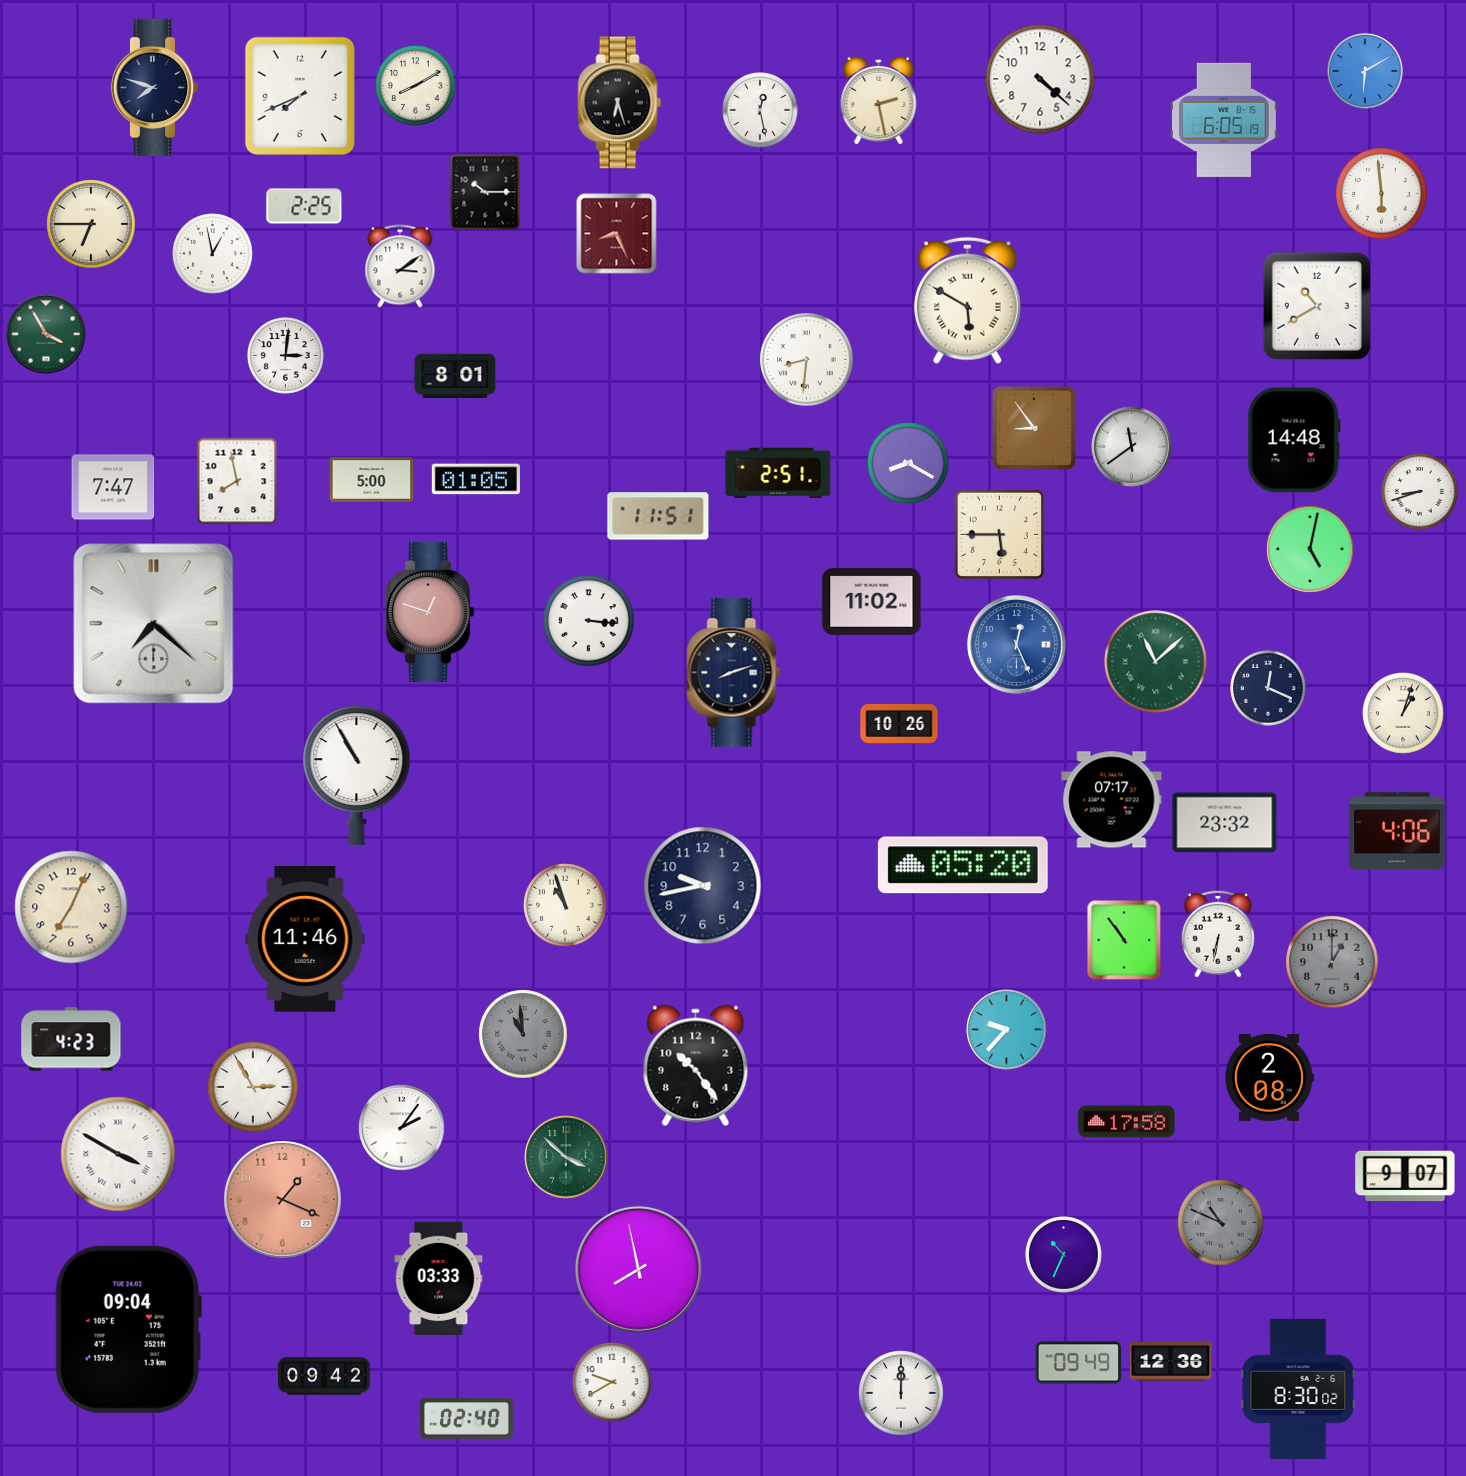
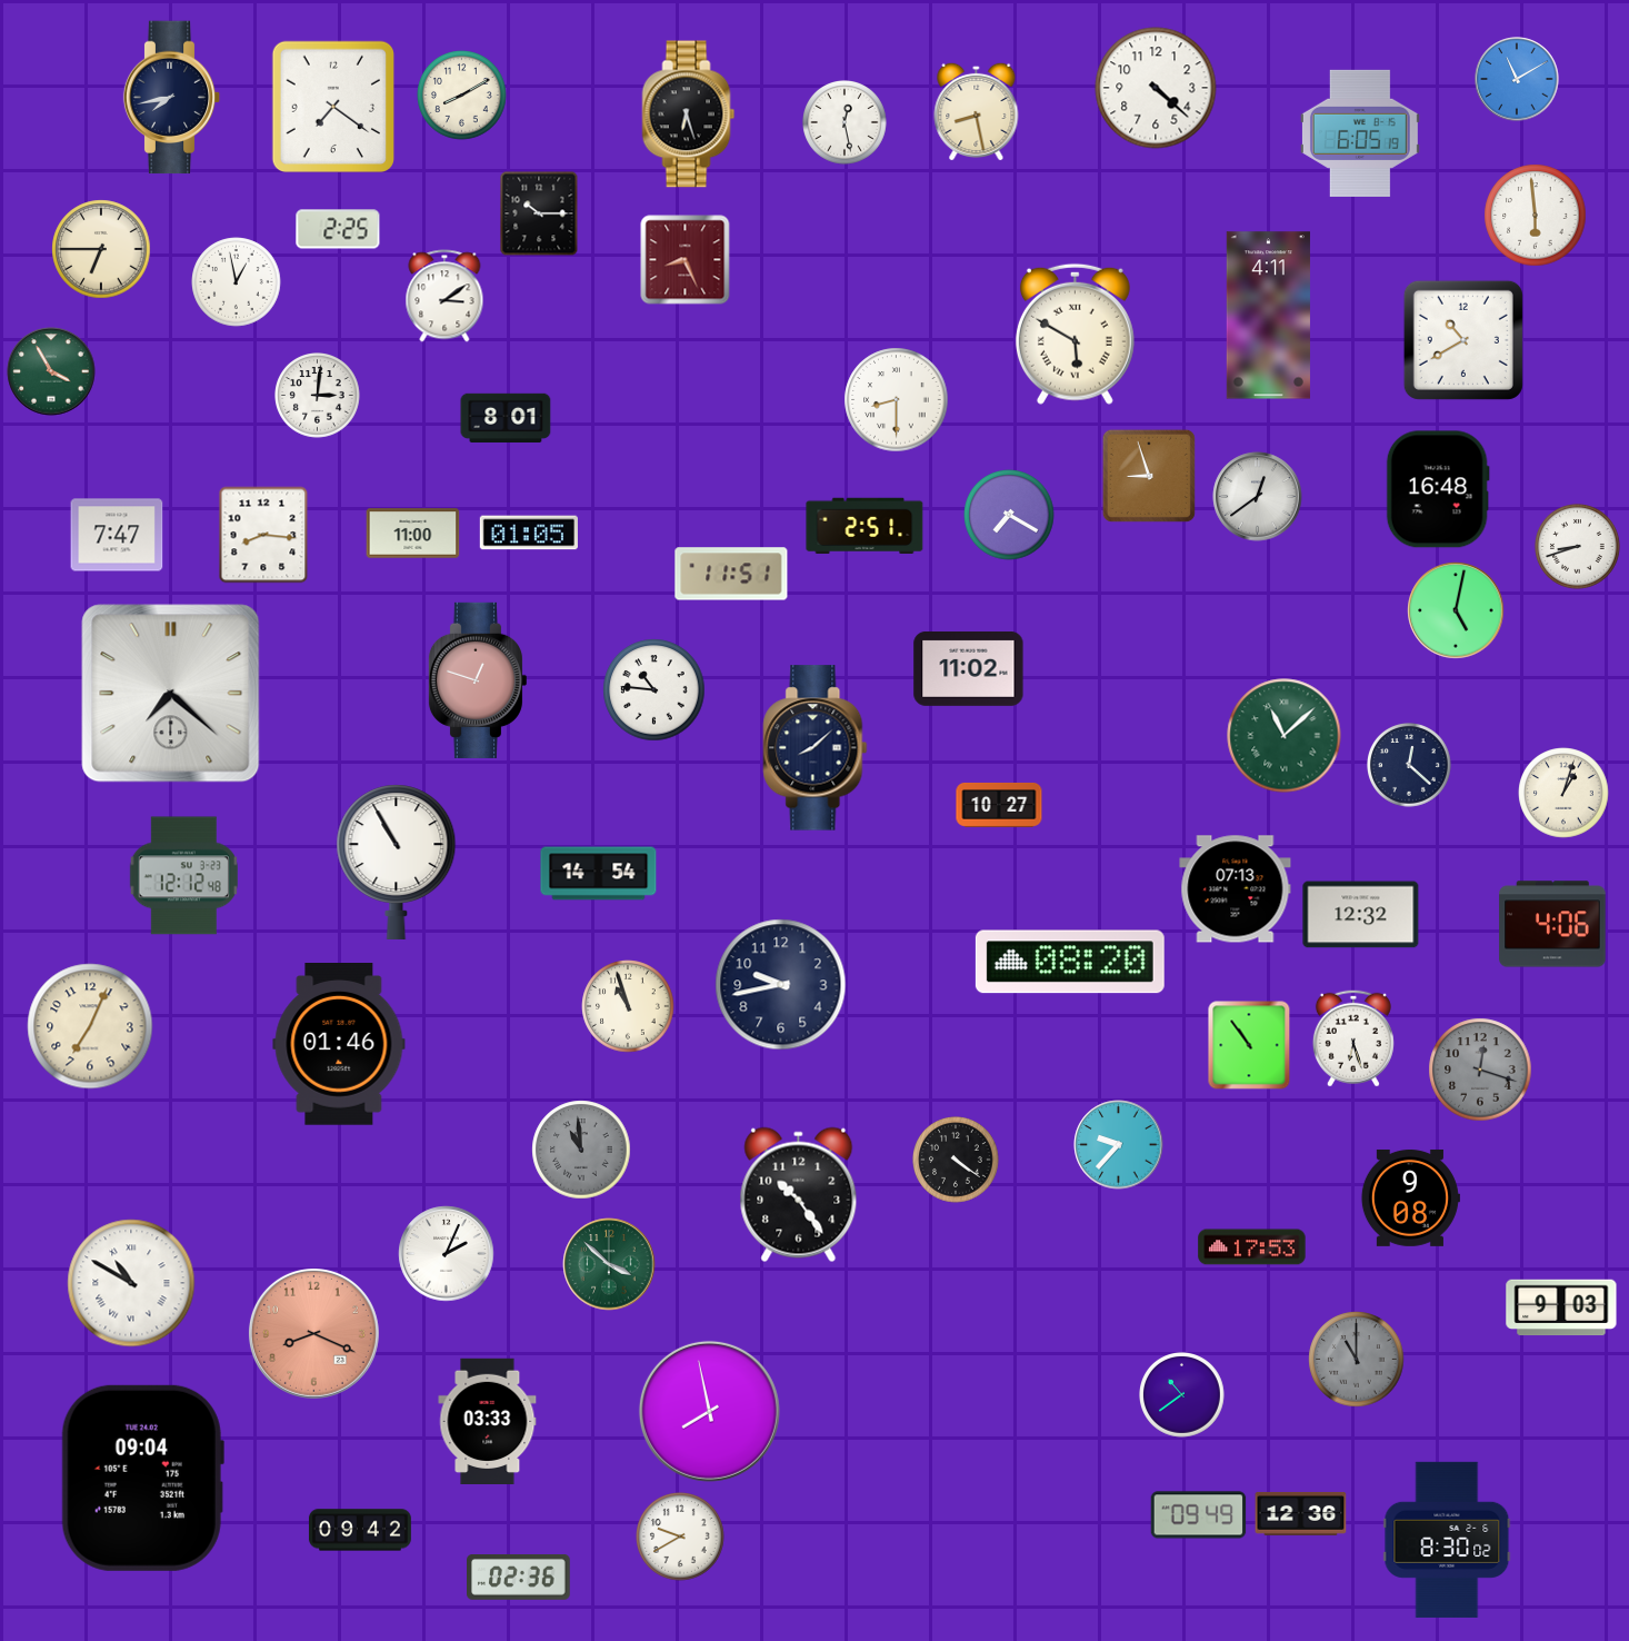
clock at (1365, 71): 6:10 -> 11:10
clock at (155, 88): 7:48 -> 7:43
clock at (299, 95): 7:41 -> 7:21
clock at (879, 100): 2:28 -> 8:28
clock at (1268, 316): none -> 4:11
clock at (807, 360): 8:31 -> 8:30
clock at (1034, 428): 8:54 -> 8:57
clock at (1294, 440): 14:48 -> 16:48
clock at (1132, 447): 11:39 -> 12:39
clock at (908, 463): 8:20 -> 7:20
clock at (372, 480): 5:00 -> 11:00
clock at (237, 481): 7:58 -> 8:16
clock at (113, 487) position: (113, 487) -> (117, 535)
clock at (1000, 535): 5:45 -> none
clock at (589, 621): 3:16 -> 10:46
clock at (1017, 645): 12:26 -> none
clock at (734, 673): 8:12 -> 8:08
clock at (1269, 689): 12:19 -> 12:22
clock at (1403, 713) position: (1403, 713) -> (1563, 793)
clock at (899, 724): 10:26 -> 10:27
clock at (599, 874): none -> 14:54
clock at (183, 876): none -> 12:12
clock at (1112, 800): 07:17 -> 07:13
clock at (1225, 823): 23:32 -> 12:32
clock at (963, 865): 05:20 -> 08:20
clock at (71, 907) position: (71, 907) -> (90, 1026)
clock at (1218, 934): 6:32 -> 6:27
clock at (305, 940): 11:46 -> 01:46
clock at (1332, 962): 1:00 -> 12:18
clock at (71, 1039): 4:23 -> none
clock at (957, 1161): none -> 4:21
clock at (696, 1066) position: (696, 1066) -> (799, 1195)
clock at (1269, 1077): 2:08 -> 9:08
clock at (253, 1087): 2:55 -> none
clock at (1127, 1122): 17:58 -> 17:53
clock at (402, 1128): 2:06 -> 2:04
clock at (118, 1154): 3:50 -> 10:50
clock at (566, 1157) position: (566, 1157) -> (609, 1264)
clock at (1405, 1176): 9:07 -> 9:03
clock at (282, 1199): 1:19 -> 8:19
clock at (1221, 1223): 10:49 -> 11:00
clock at (1064, 1255): 10:34 -> 10:39
clock at (1298, 1389) position: (1298, 1389) -> (1447, 1540)
clock at (901, 1393): 12:00 -> none
clock at (467, 1419): 02:40 -> 02:36
